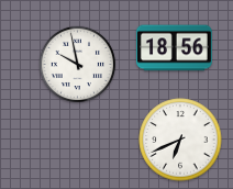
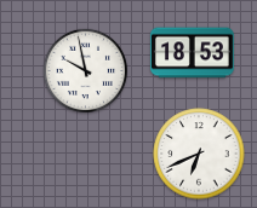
clock at (175, 48): 18:56 -> 18:53
